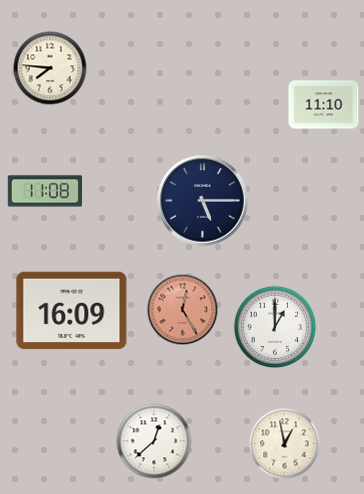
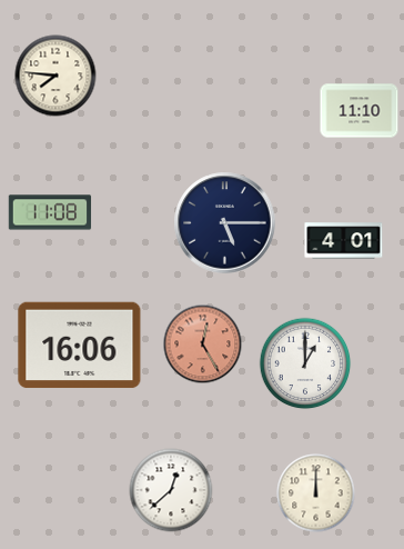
clock at (324, 105) position: (324, 105) -> (360, 111)
clock at (344, 241): none -> 4:01
clock at (72, 311): 16:09 -> 16:06
clock at (285, 444): 12:58 -> 12:00
